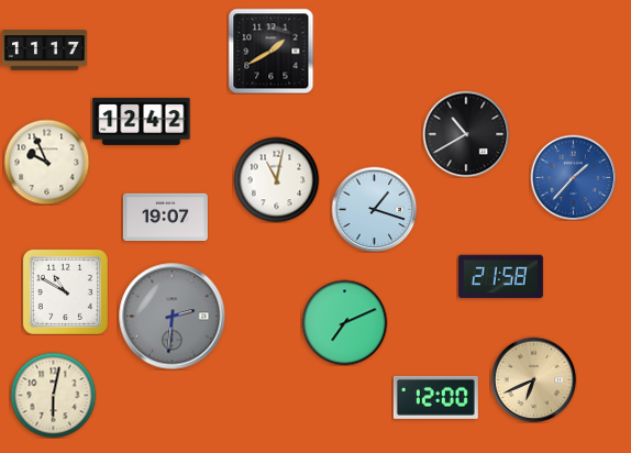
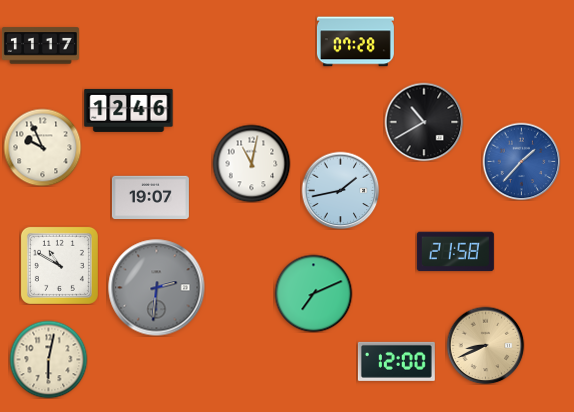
clock at (355, 42): none -> 07:28
clock at (270, 51): 1:40 -> none
clock at (142, 121): 12:42 -> 12:46
clock at (374, 209): 1:18 -> 1:43
clock at (533, 379): 6:41 -> 8:41
